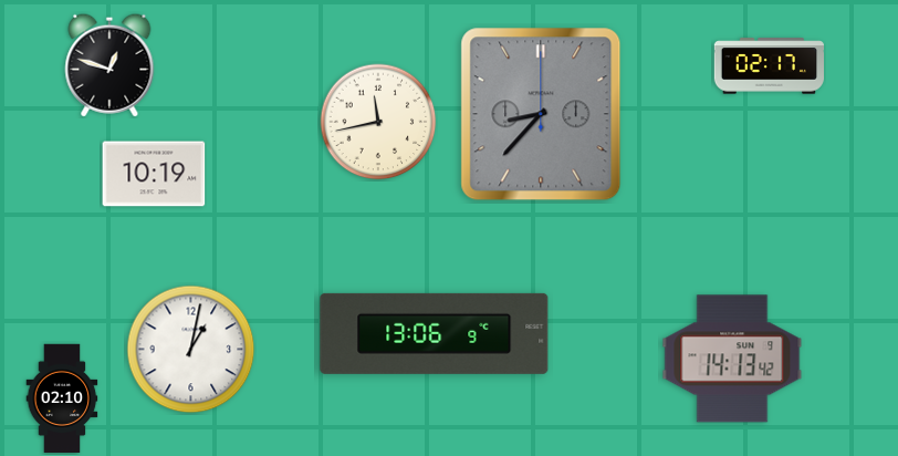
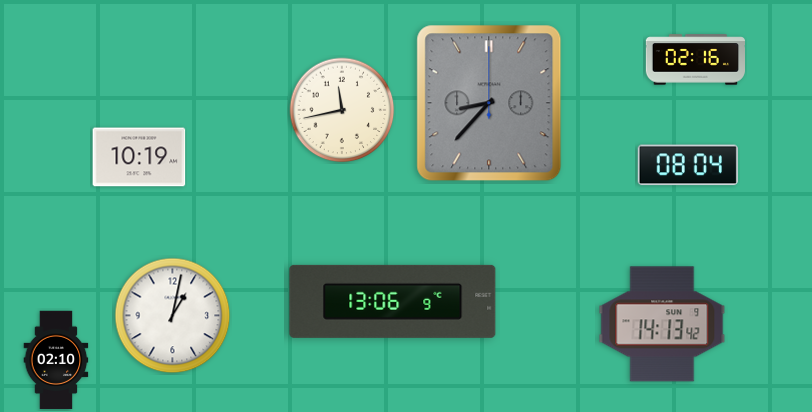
clock at (109, 65): 12:48 -> none
clock at (769, 66): 02:17 -> 02:16
clock at (688, 165): none -> 08:04
